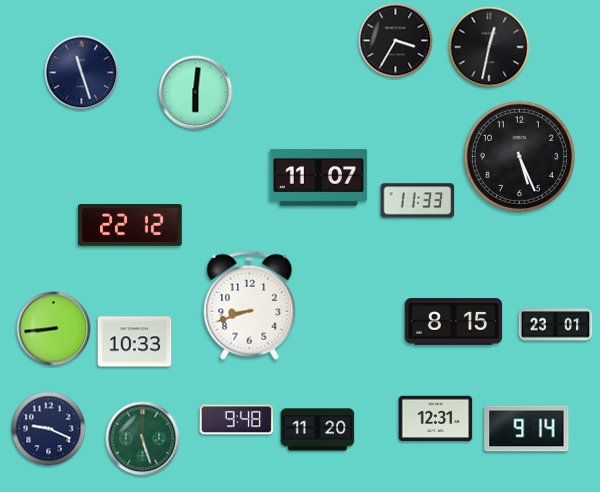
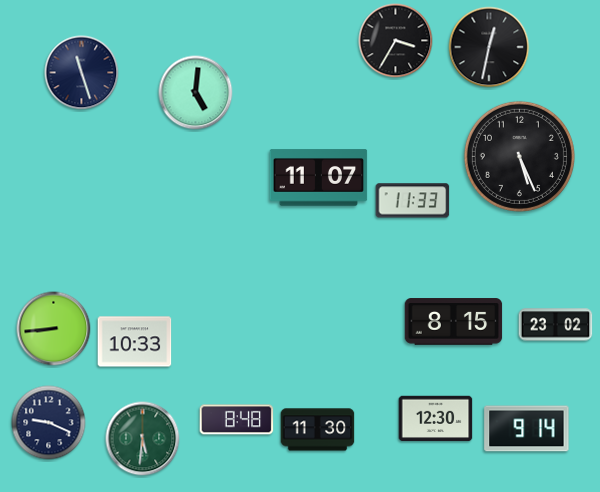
clock at (196, 93): 6:01 -> 5:01
clock at (418, 201) position: (418, 201) -> (413, 201)
clock at (130, 225): 22:12 -> none
clock at (250, 305): 8:42 -> none
clock at (556, 325): 23:01 -> 23:02
clock at (436, 419): 12:31 -> 12:30
clock at (237, 420): 9:48 -> 8:48
clock at (49, 429) position: (49, 429) -> (49, 423)
clock at (318, 430): 11:20 -> 11:30
clock at (143, 439): 5:27 -> 5:31
